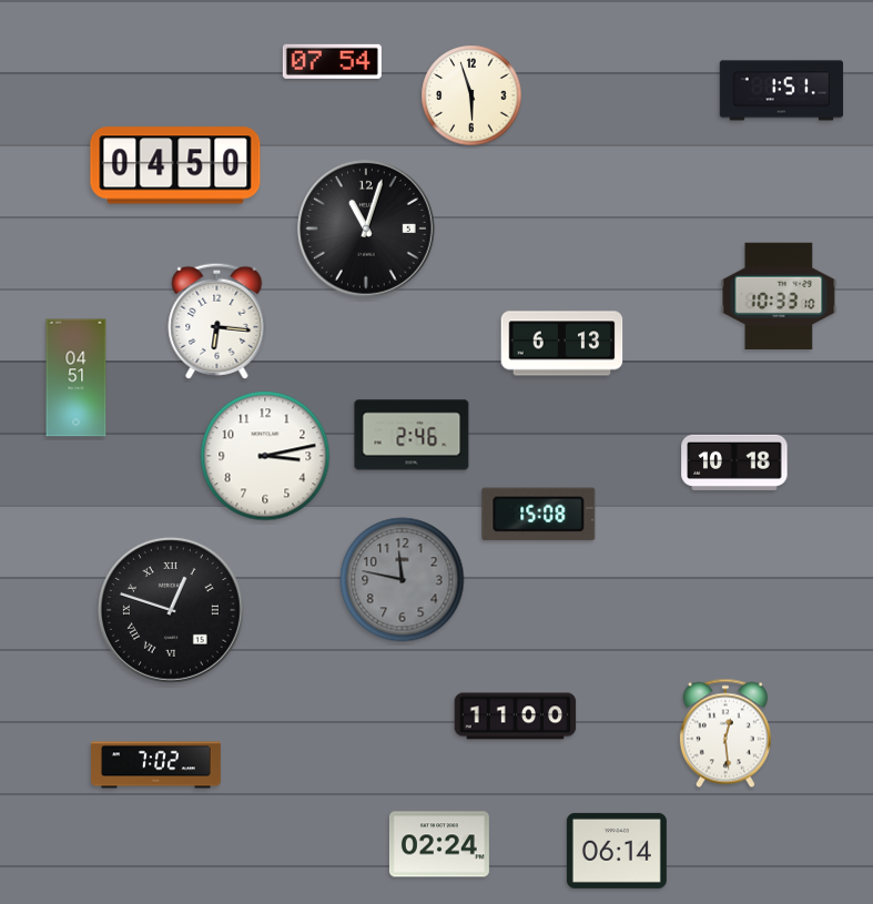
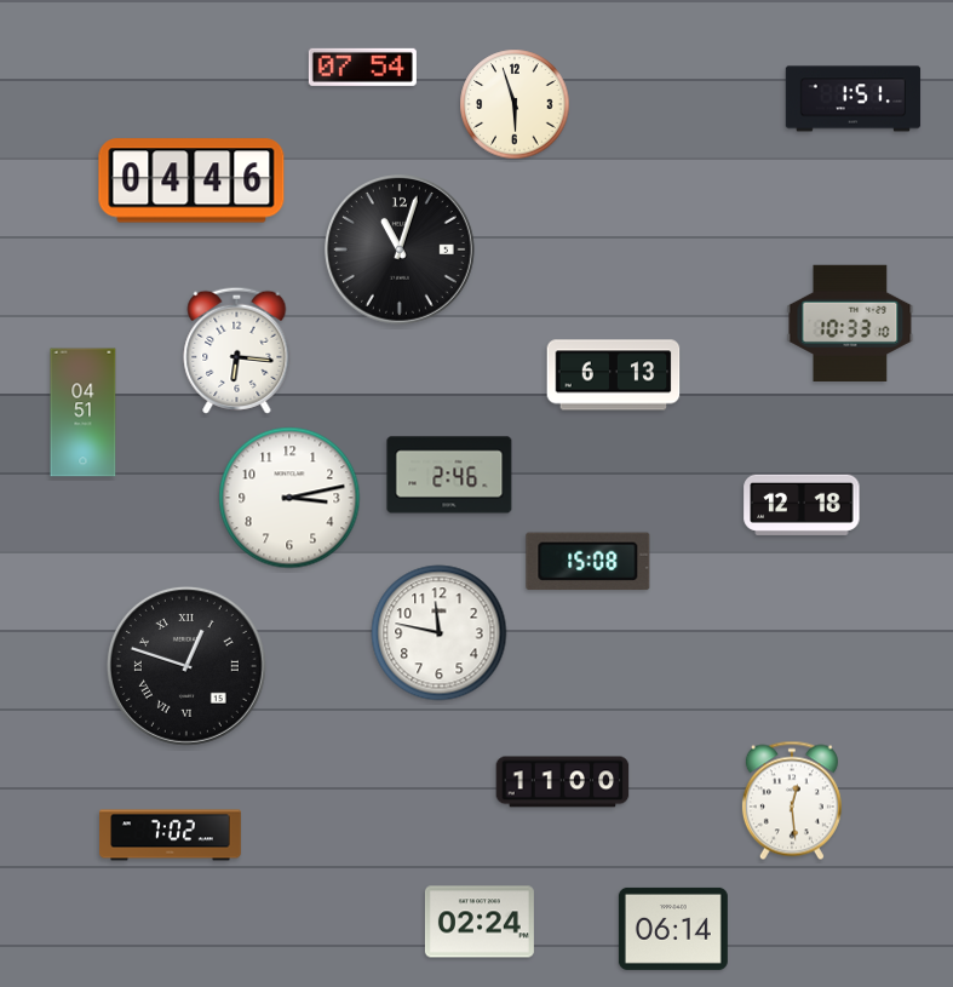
clock at (175, 165): 04:50 -> 04:46
clock at (734, 463): 10:18 -> 12:18
clock at (403, 580) dial: grey -> white
